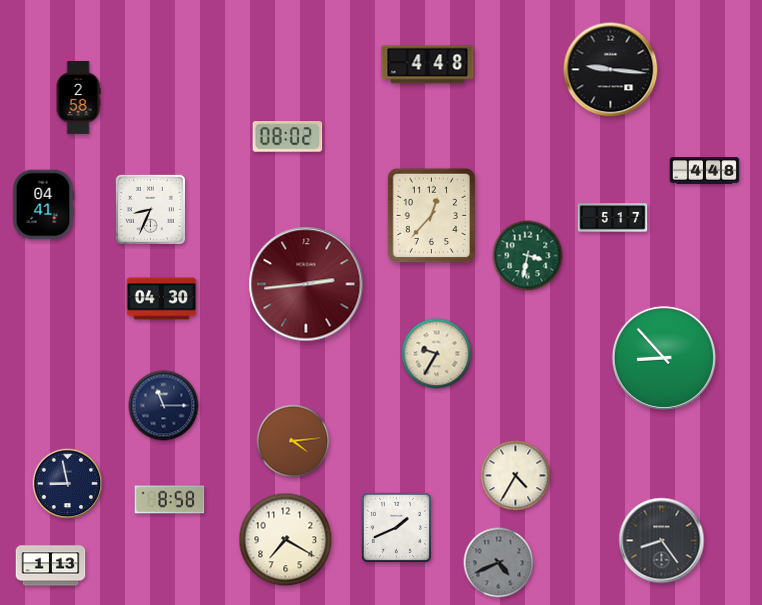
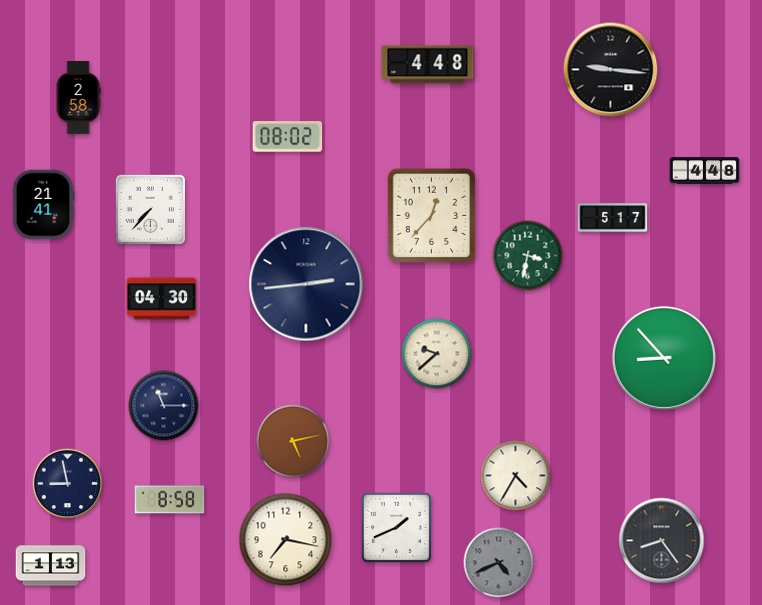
clock at (43, 205): 04:41 -> 21:41
clock at (150, 209): 8:34 -> 7:37
clock at (306, 284) dial: burgundy -> navy
clock at (437, 354): 9:35 -> 9:38
clock at (293, 441): 4:14 -> 5:13
clock at (286, 540): 7:20 -> 7:17
